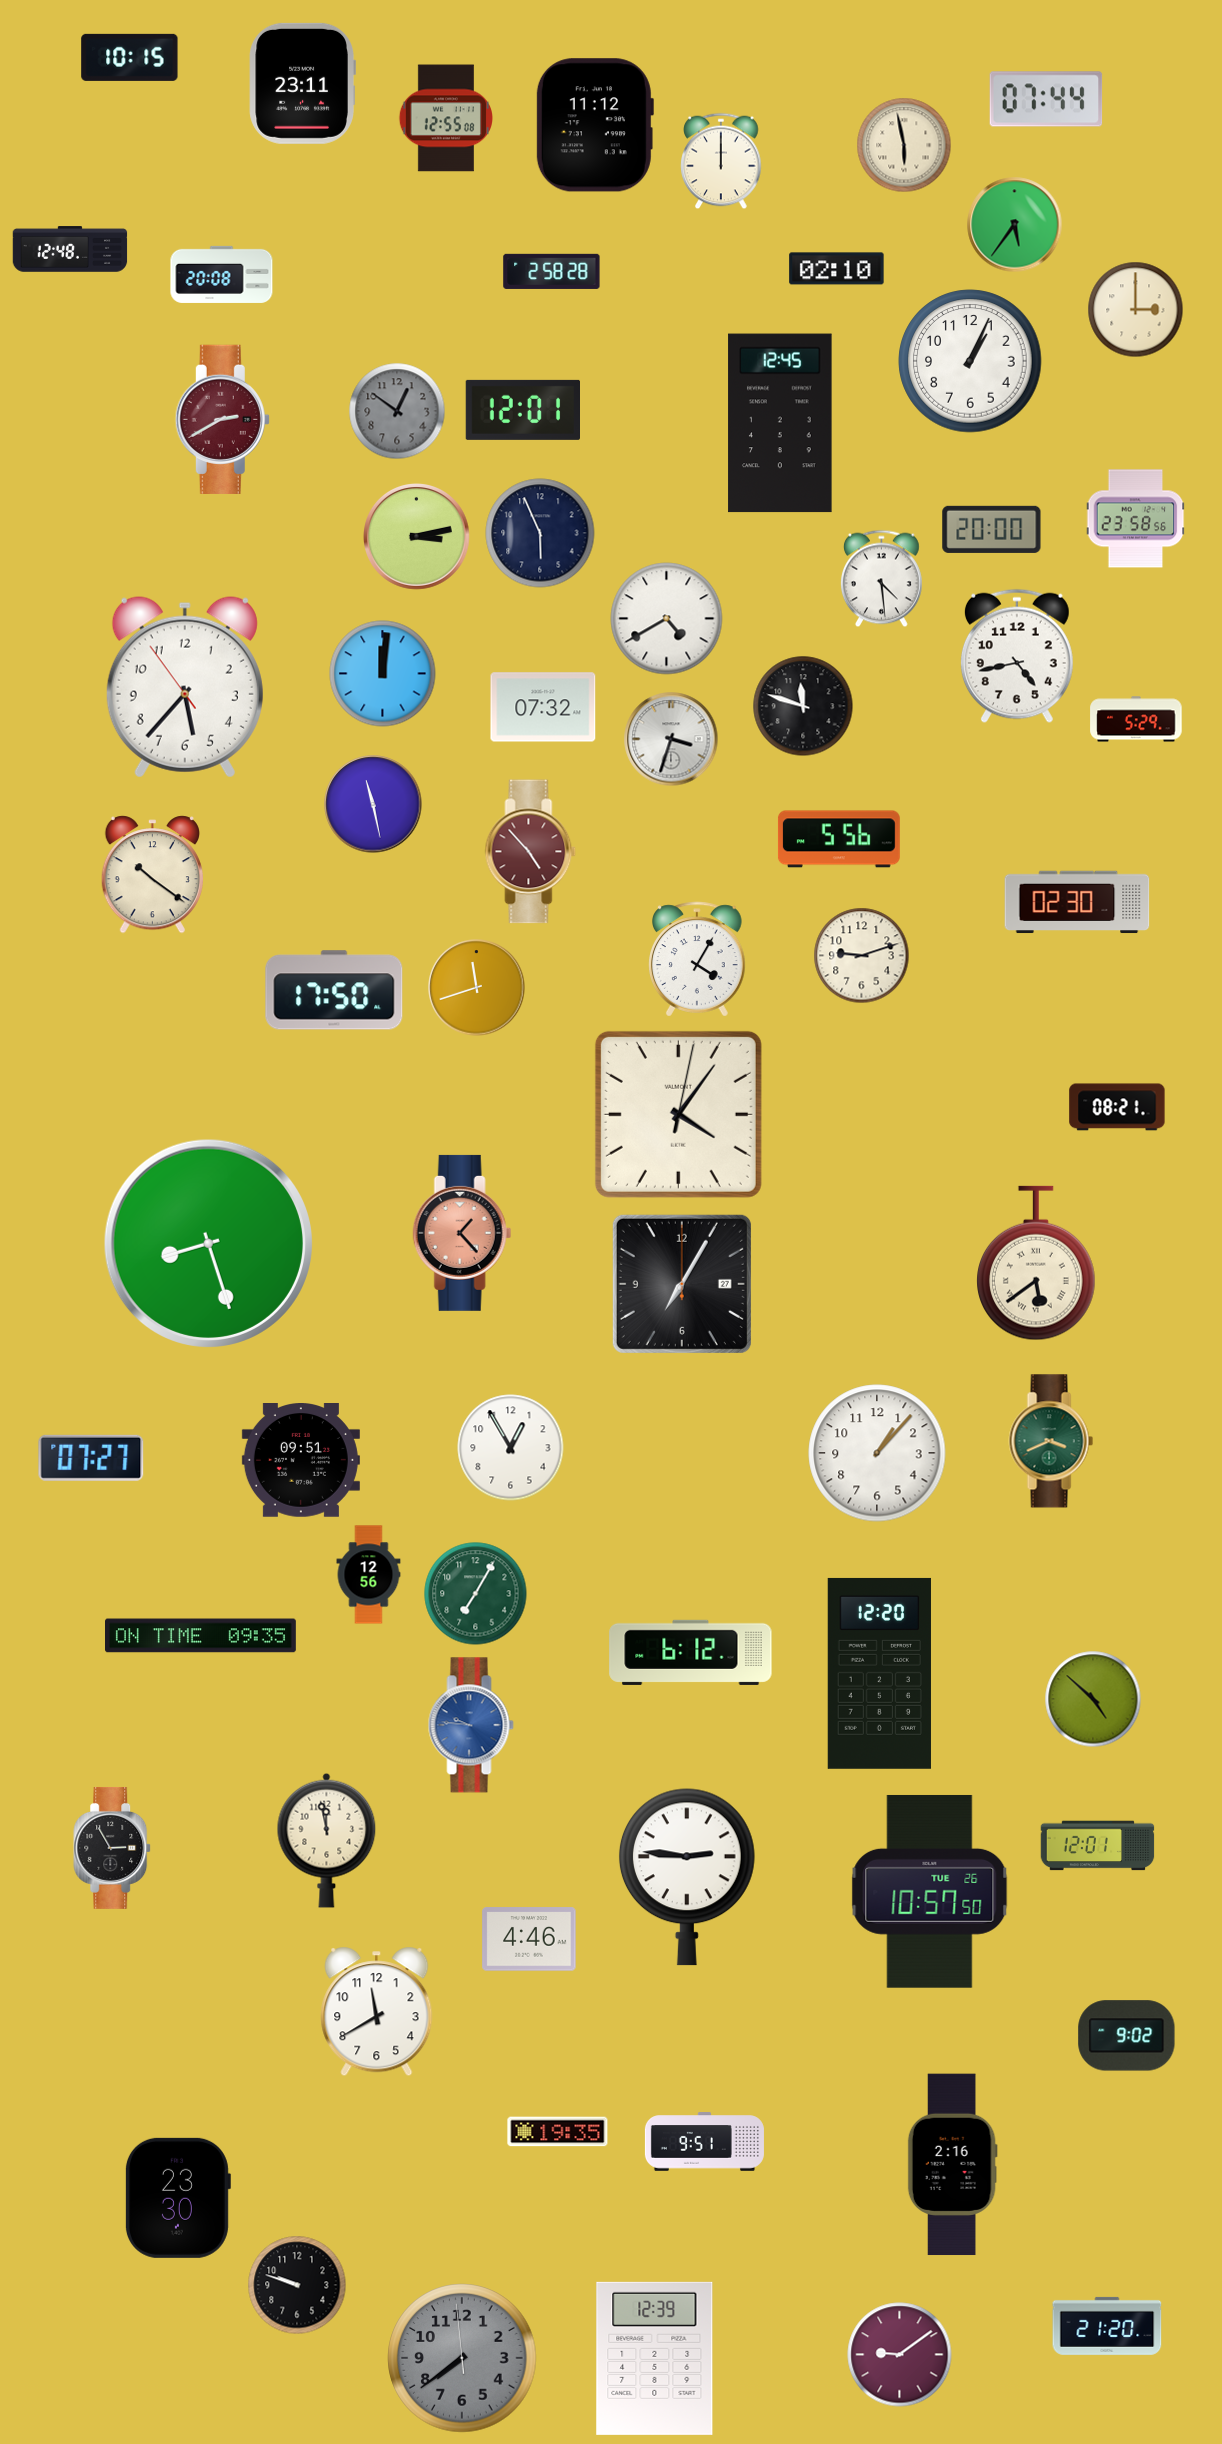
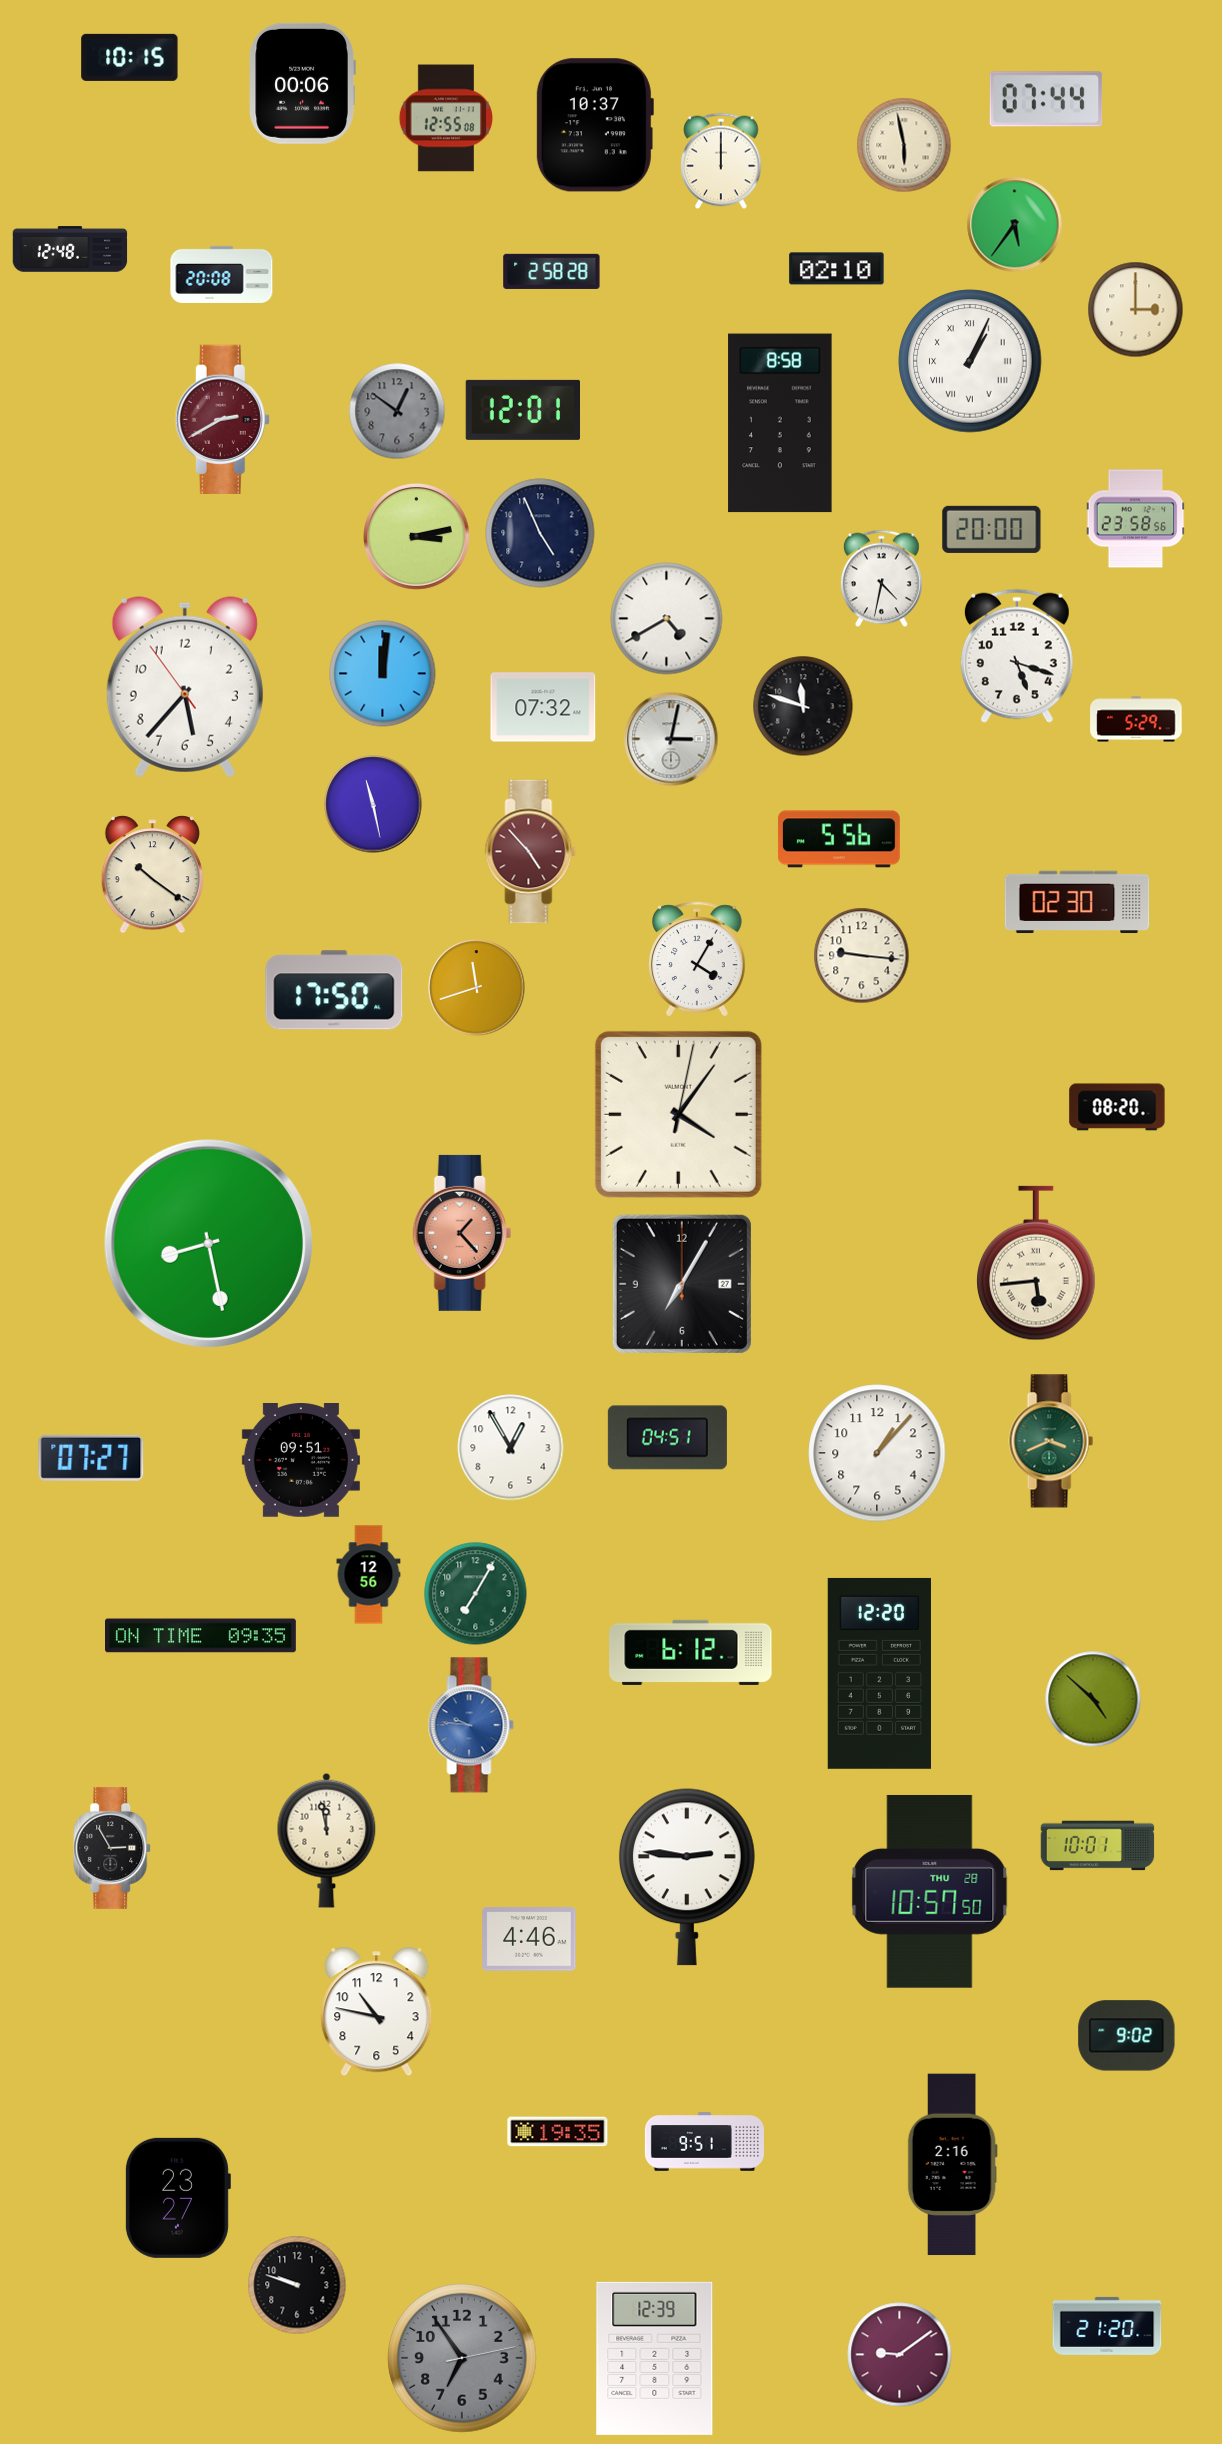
clock at (302, 83): 23:11 -> 00:06
clock at (594, 125): 11:12 -> 10:37
clock at (970, 361) numerals: Arabic -> Roman
clock at (780, 423): 12:45 -> 8:58
clock at (540, 533): 5:56 -> 4:56
clock at (881, 579): 4:29 -> 4:32
clock at (1017, 656): 4:43 -> 5:18
clock at (671, 739): 3:33 -> 3:02
clock at (862, 956): 9:12 -> 9:16
clock at (1117, 1107): 08:21 -> 08:20
clock at (208, 1243): 8:27 -> 8:28
clock at (1037, 1263): 5:39 -> 5:44
clock at (667, 1438): none -> 04:51
clock at (1098, 1846): 12:01 -> 10:01
clock at (930, 1891) date: TUE 26 -> THU 28
clock at (377, 2012): 11:40 -> 10:47
clock at (177, 2198): 23:30 -> 23:27
clock at (462, 2358): 7:38 -> 6:54
